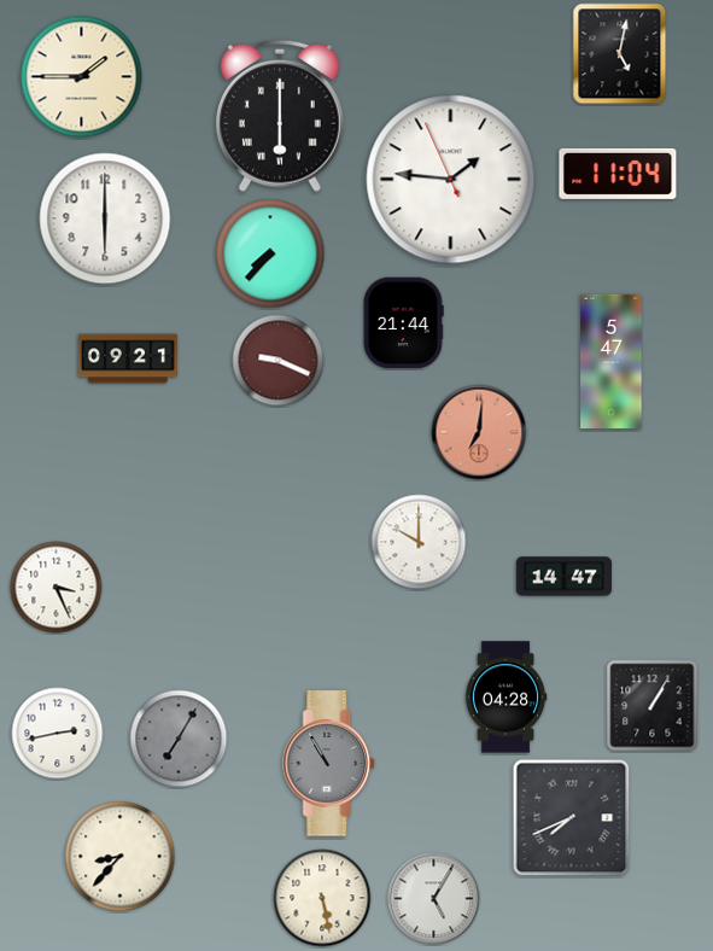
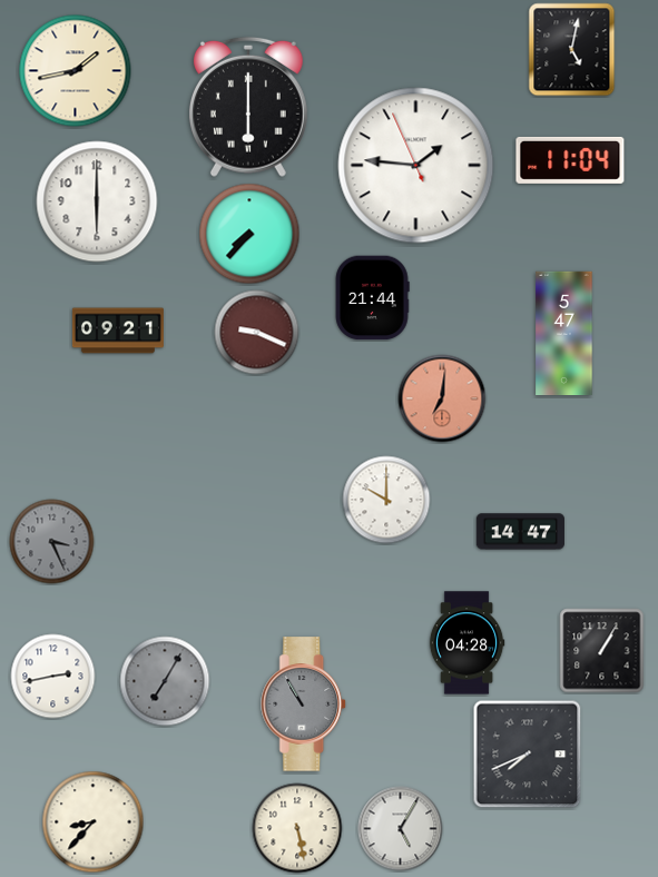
clock at (82, 77): 1:45 -> 1:43
clock at (280, 116) position: (280, 116) -> (248, 107)
clock at (57, 588) dial: white -> grey
clock at (121, 857) position: (121, 857) -> (94, 822)
